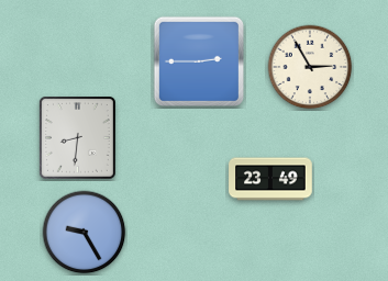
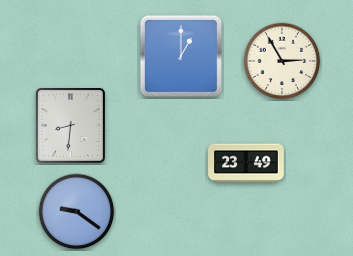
clock at (199, 61): 2:45 -> 1:00
clock at (85, 233): 9:25 -> 9:21
